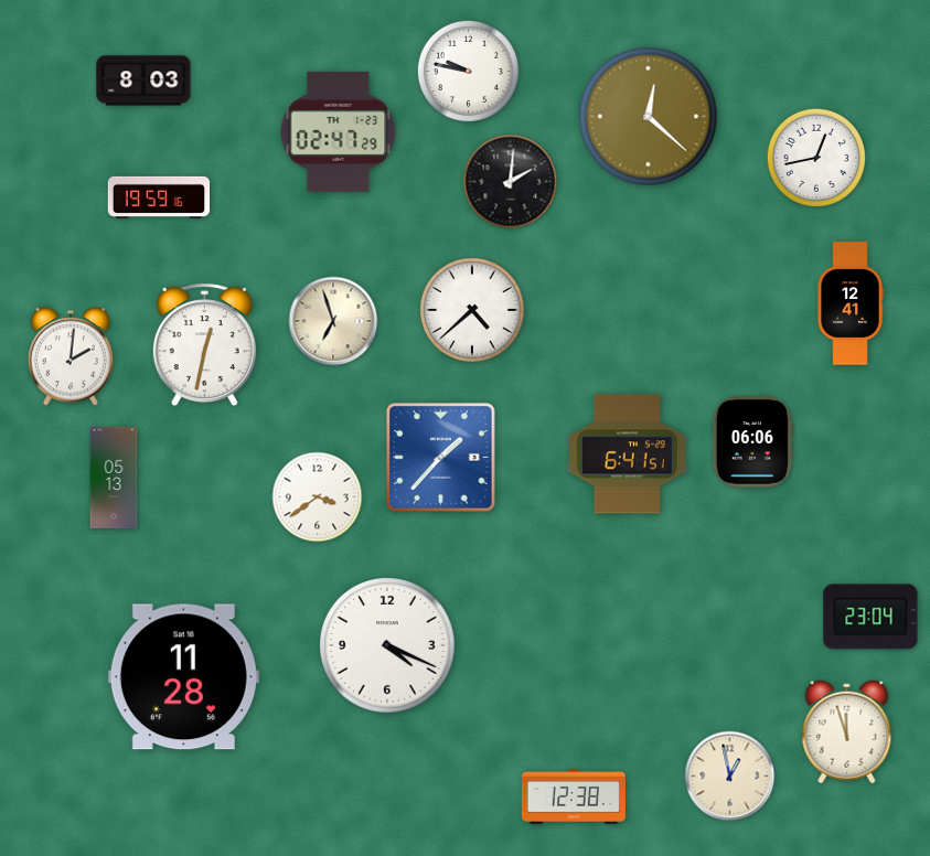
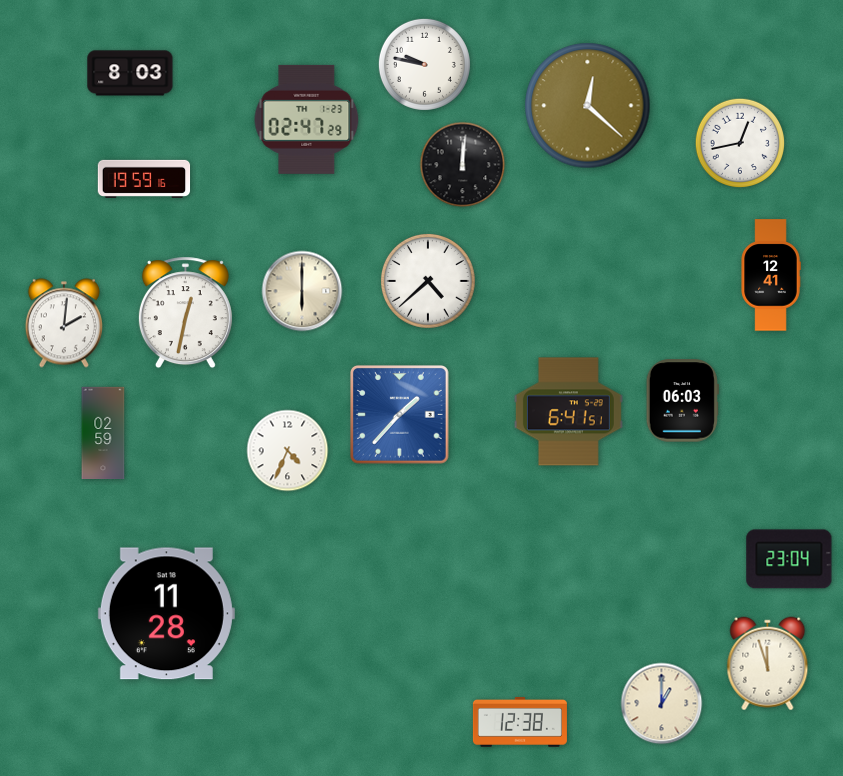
clock at (511, 182): 2:01 -> 12:01
clock at (333, 321): 6:57 -> 6:00
clock at (752, 442): 06:06 -> 06:03
clock at (114, 478): 05:13 -> 02:59
clock at (318, 497): 3:39 -> 4:34
clock at (387, 645): 4:19 -> none
clock at (730, 777): 12:58 -> 1:00
